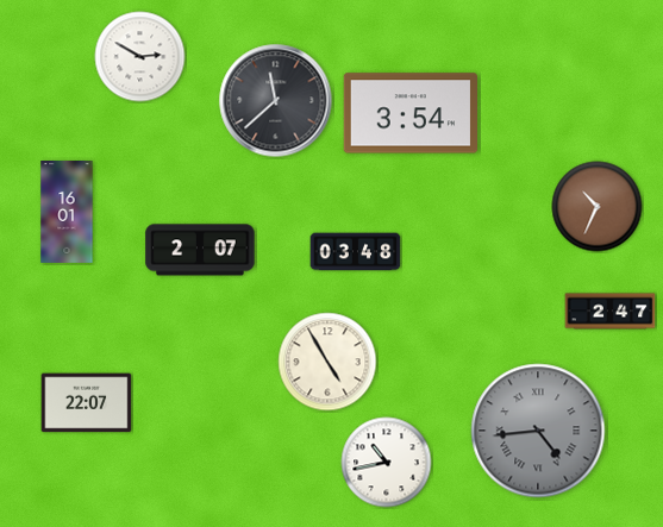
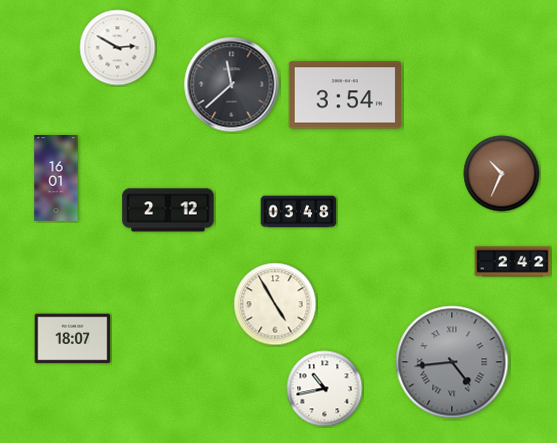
clock at (200, 250): 2:07 -> 2:12
clock at (611, 312): 2:47 -> 2:42
clock at (87, 403): 22:07 -> 18:07
